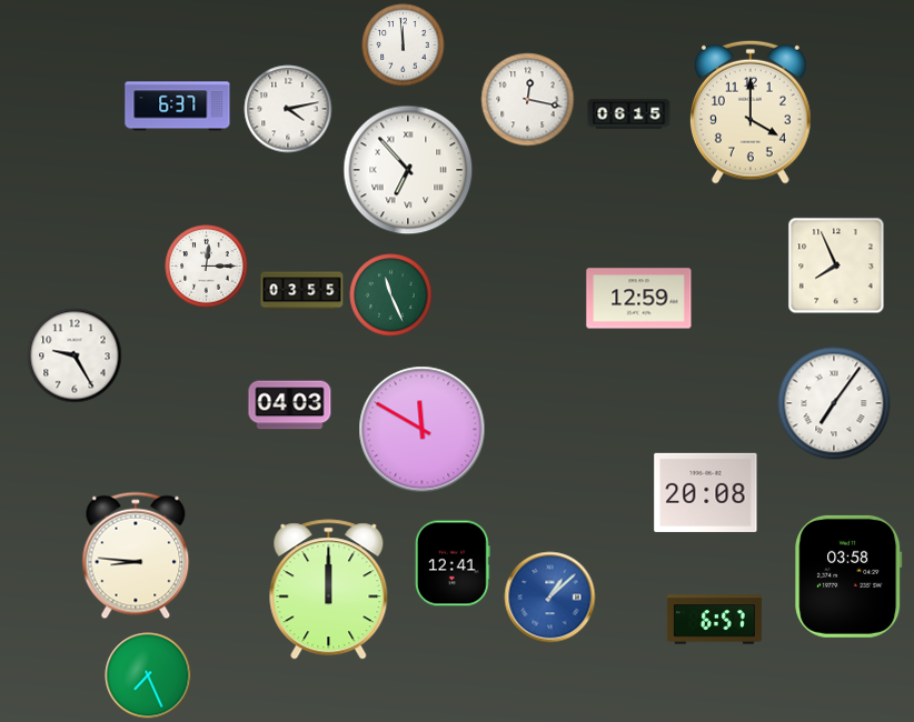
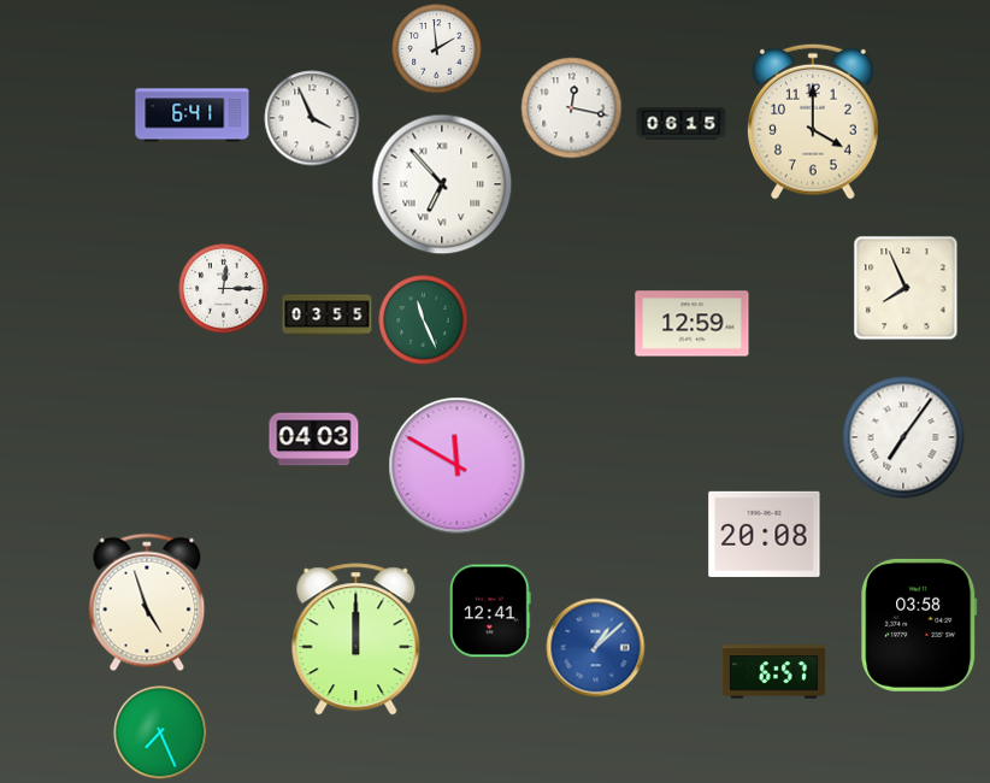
clock at (404, 46): 11:59 -> 1:59
clock at (178, 107): 6:37 -> 6:41
clock at (288, 109): 4:13 -> 3:56
clock at (74, 355): 9:25 -> none
clock at (136, 555): 8:46 -> 4:57
